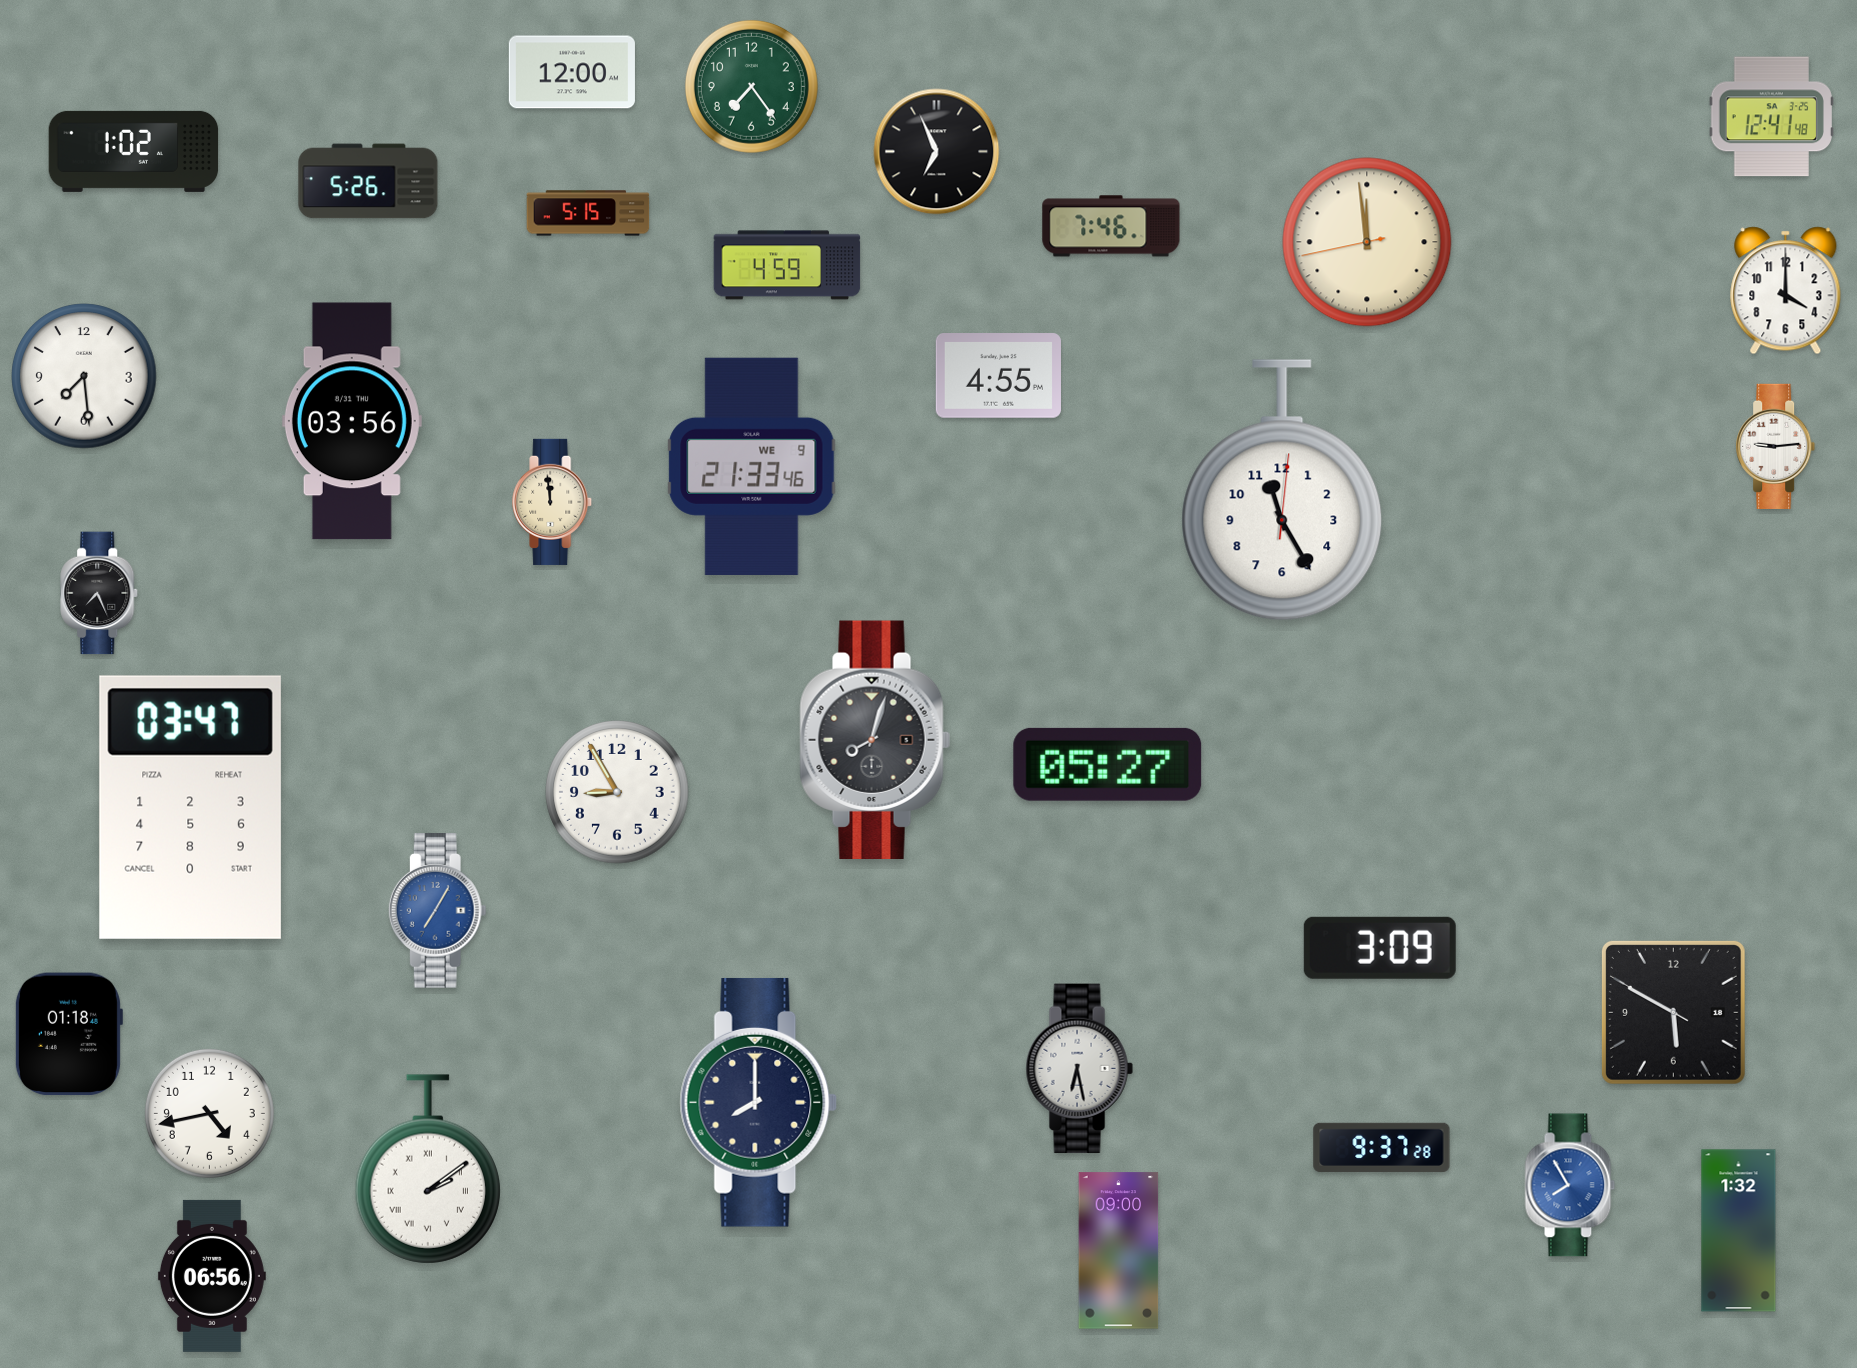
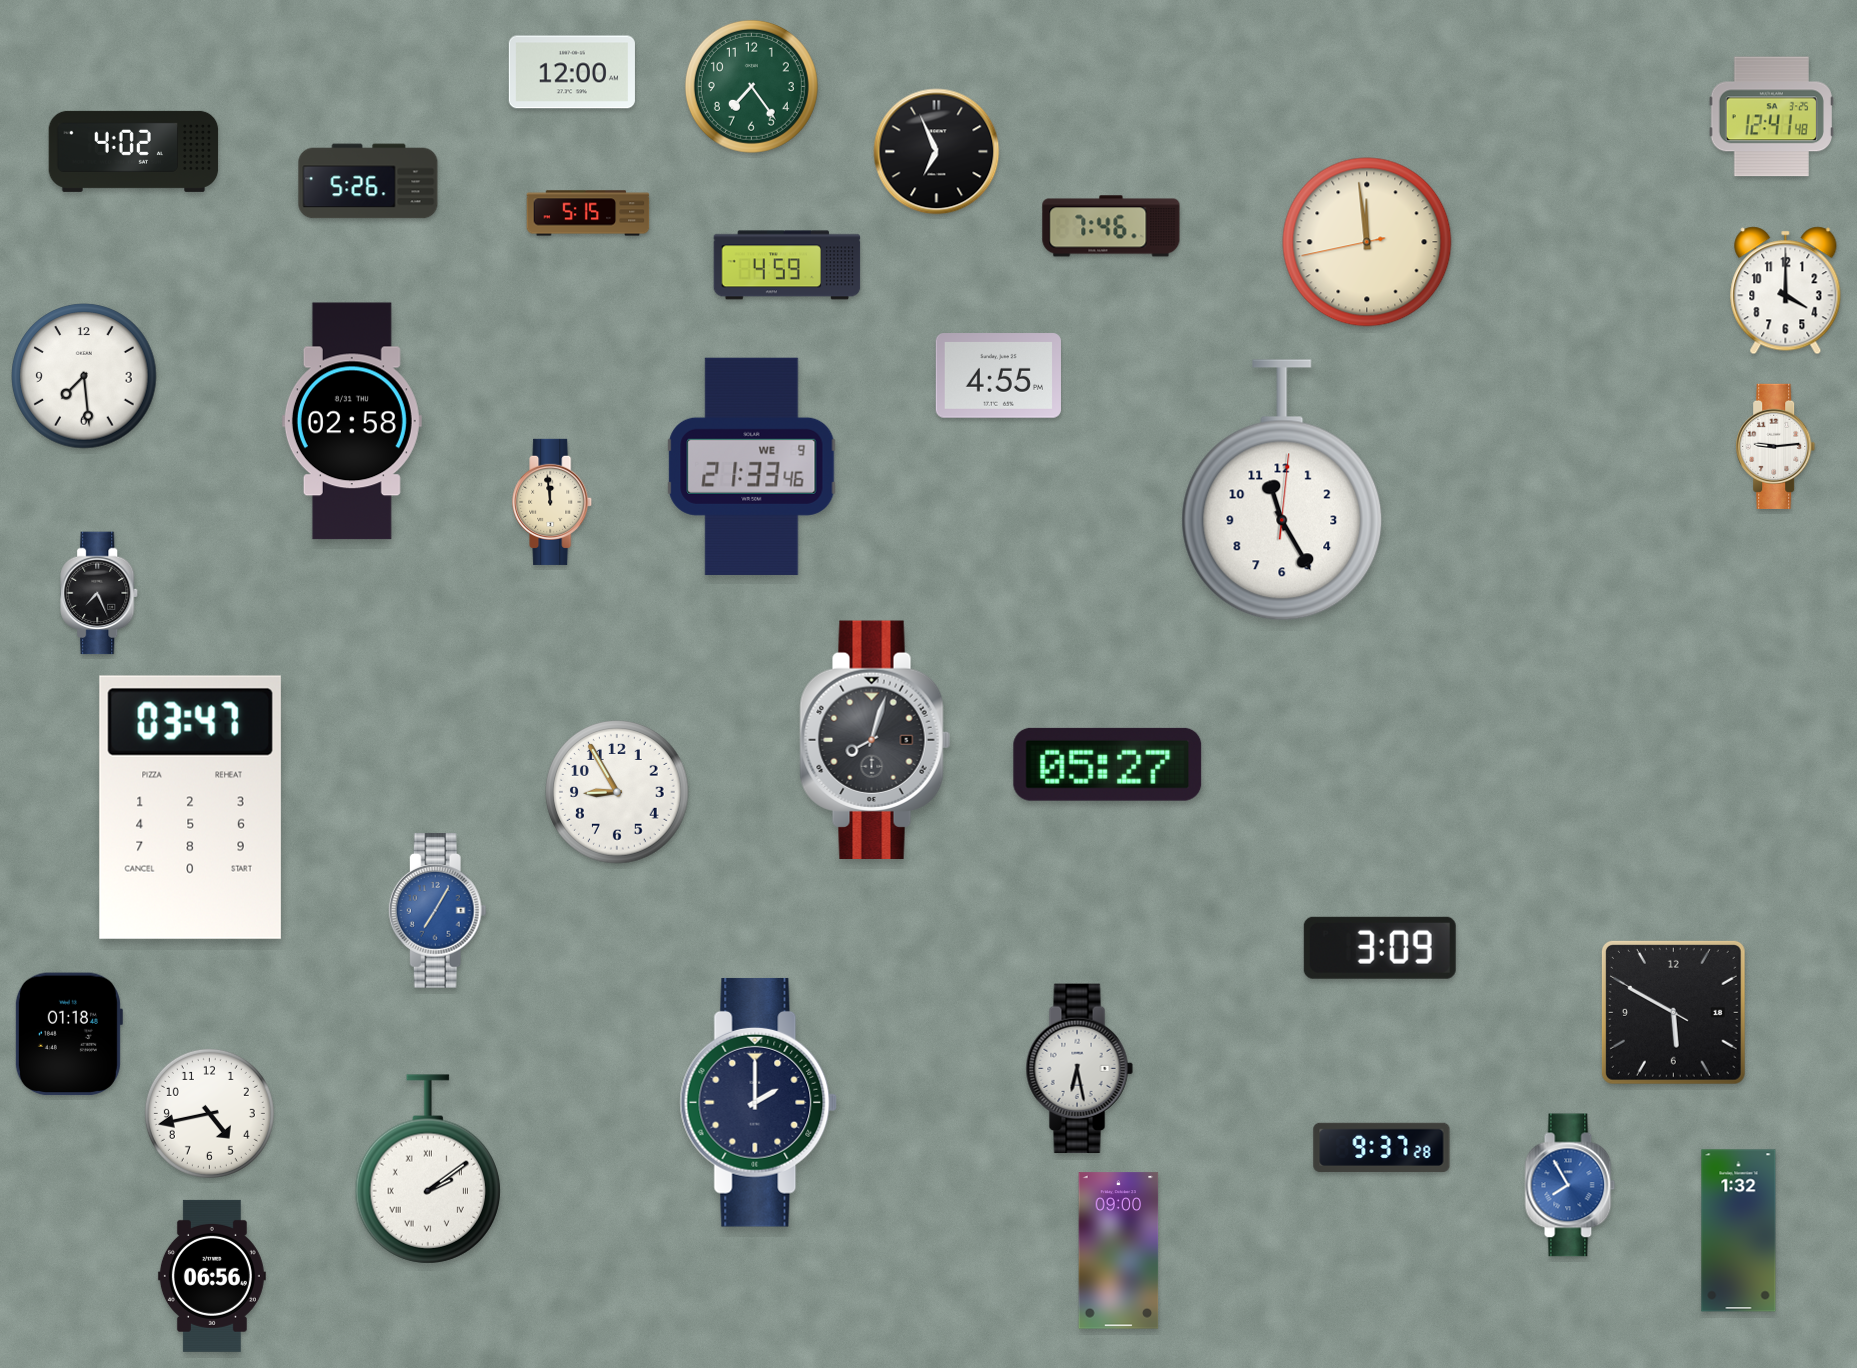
clock at (134, 151): 1:02 -> 4:02
clock at (352, 421): 03:56 -> 02:58
clock at (759, 1102): 8:00 -> 2:00
